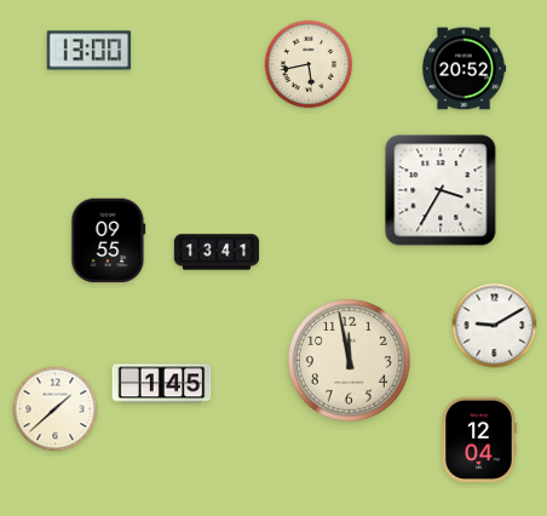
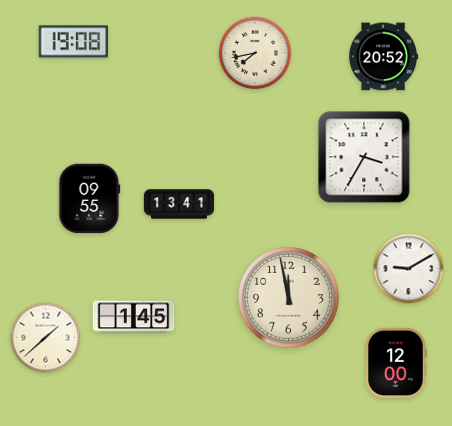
clock at (90, 51): 13:00 -> 19:08
clock at (309, 64): 5:43 -> 7:43
clock at (217, 252) position: (217, 252) -> (179, 204)
clock at (479, 438): 12:04 -> 12:00
